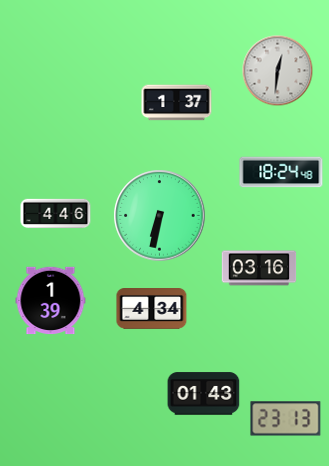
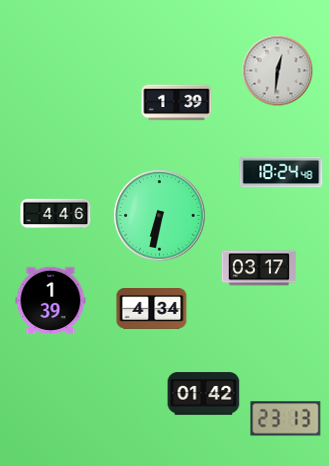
clock at (177, 103): 1:37 -> 1:39
clock at (259, 268): 03:16 -> 03:17
clock at (204, 394): 01:43 -> 01:42
